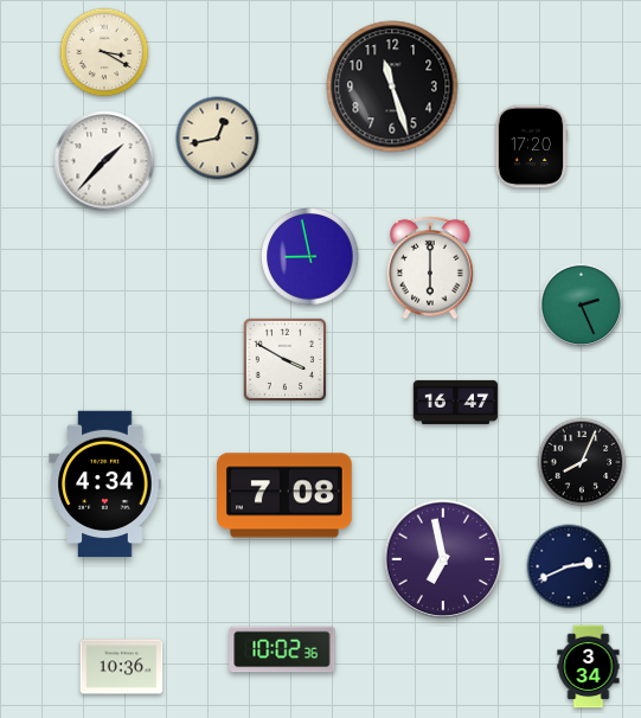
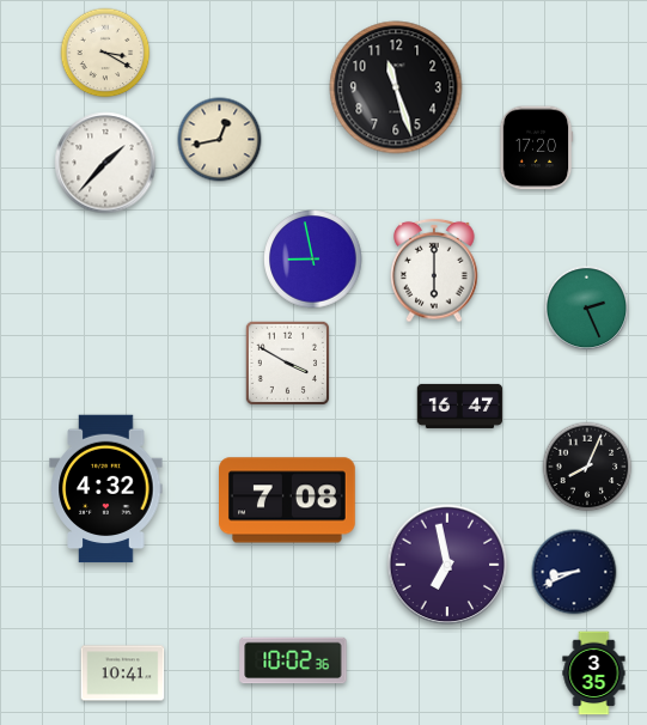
clock at (105, 485): 4:34 -> 4:32
clock at (569, 566): 2:41 -> 8:41
clock at (282, 649) position: (282, 649) -> (293, 660)
clock at (122, 667): 10:36 -> 10:41
clock at (589, 667): 3:34 -> 3:35
